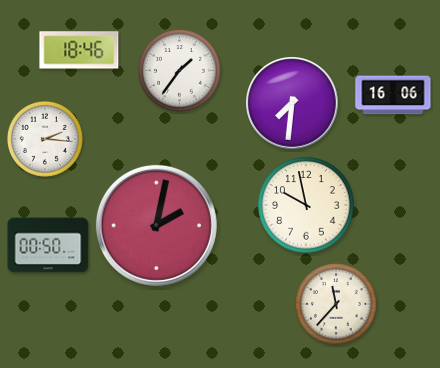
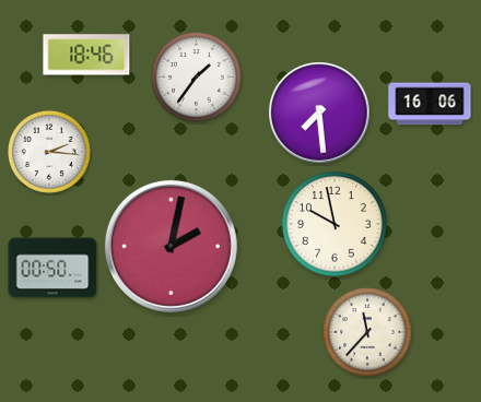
clock at (292, 103): 7:31 -> 7:29
